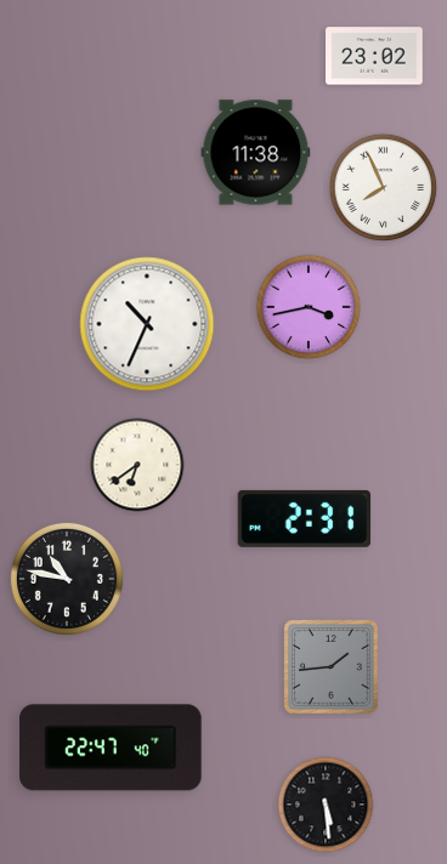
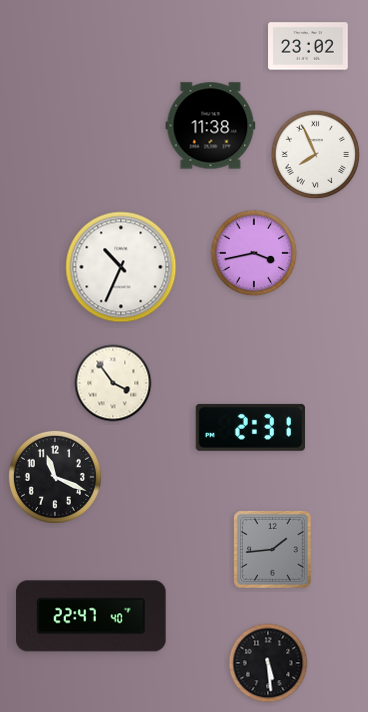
clock at (137, 465): 6:39 -> 3:54
clock at (67, 579): 10:47 -> 11:19
